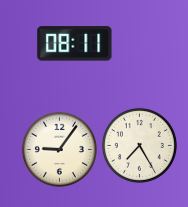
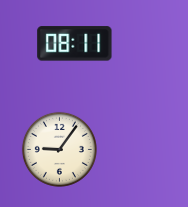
clock at (139, 145): 7:25 -> none
